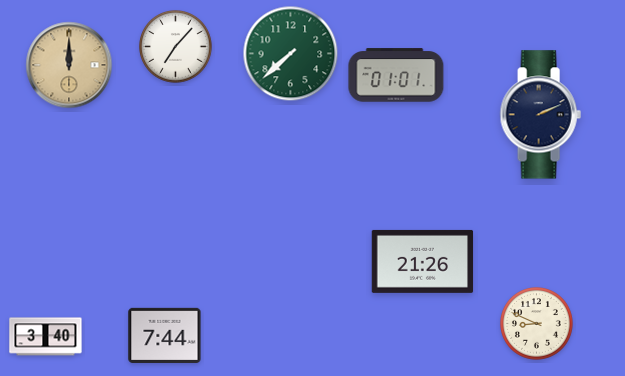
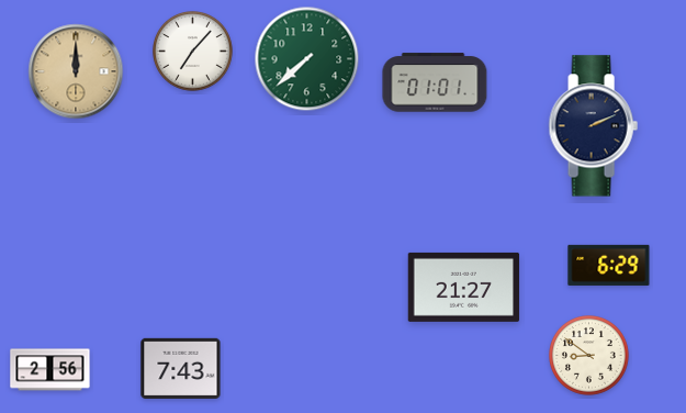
clock at (291, 54) position: (291, 54) -> (307, 59)
clock at (609, 265): none -> 6:29
clock at (423, 261): 21:26 -> 21:27
clock at (537, 324): 8:49 -> 8:51
clock at (165, 335): 7:44 -> 7:43
clock at (46, 337): 3:40 -> 2:56
